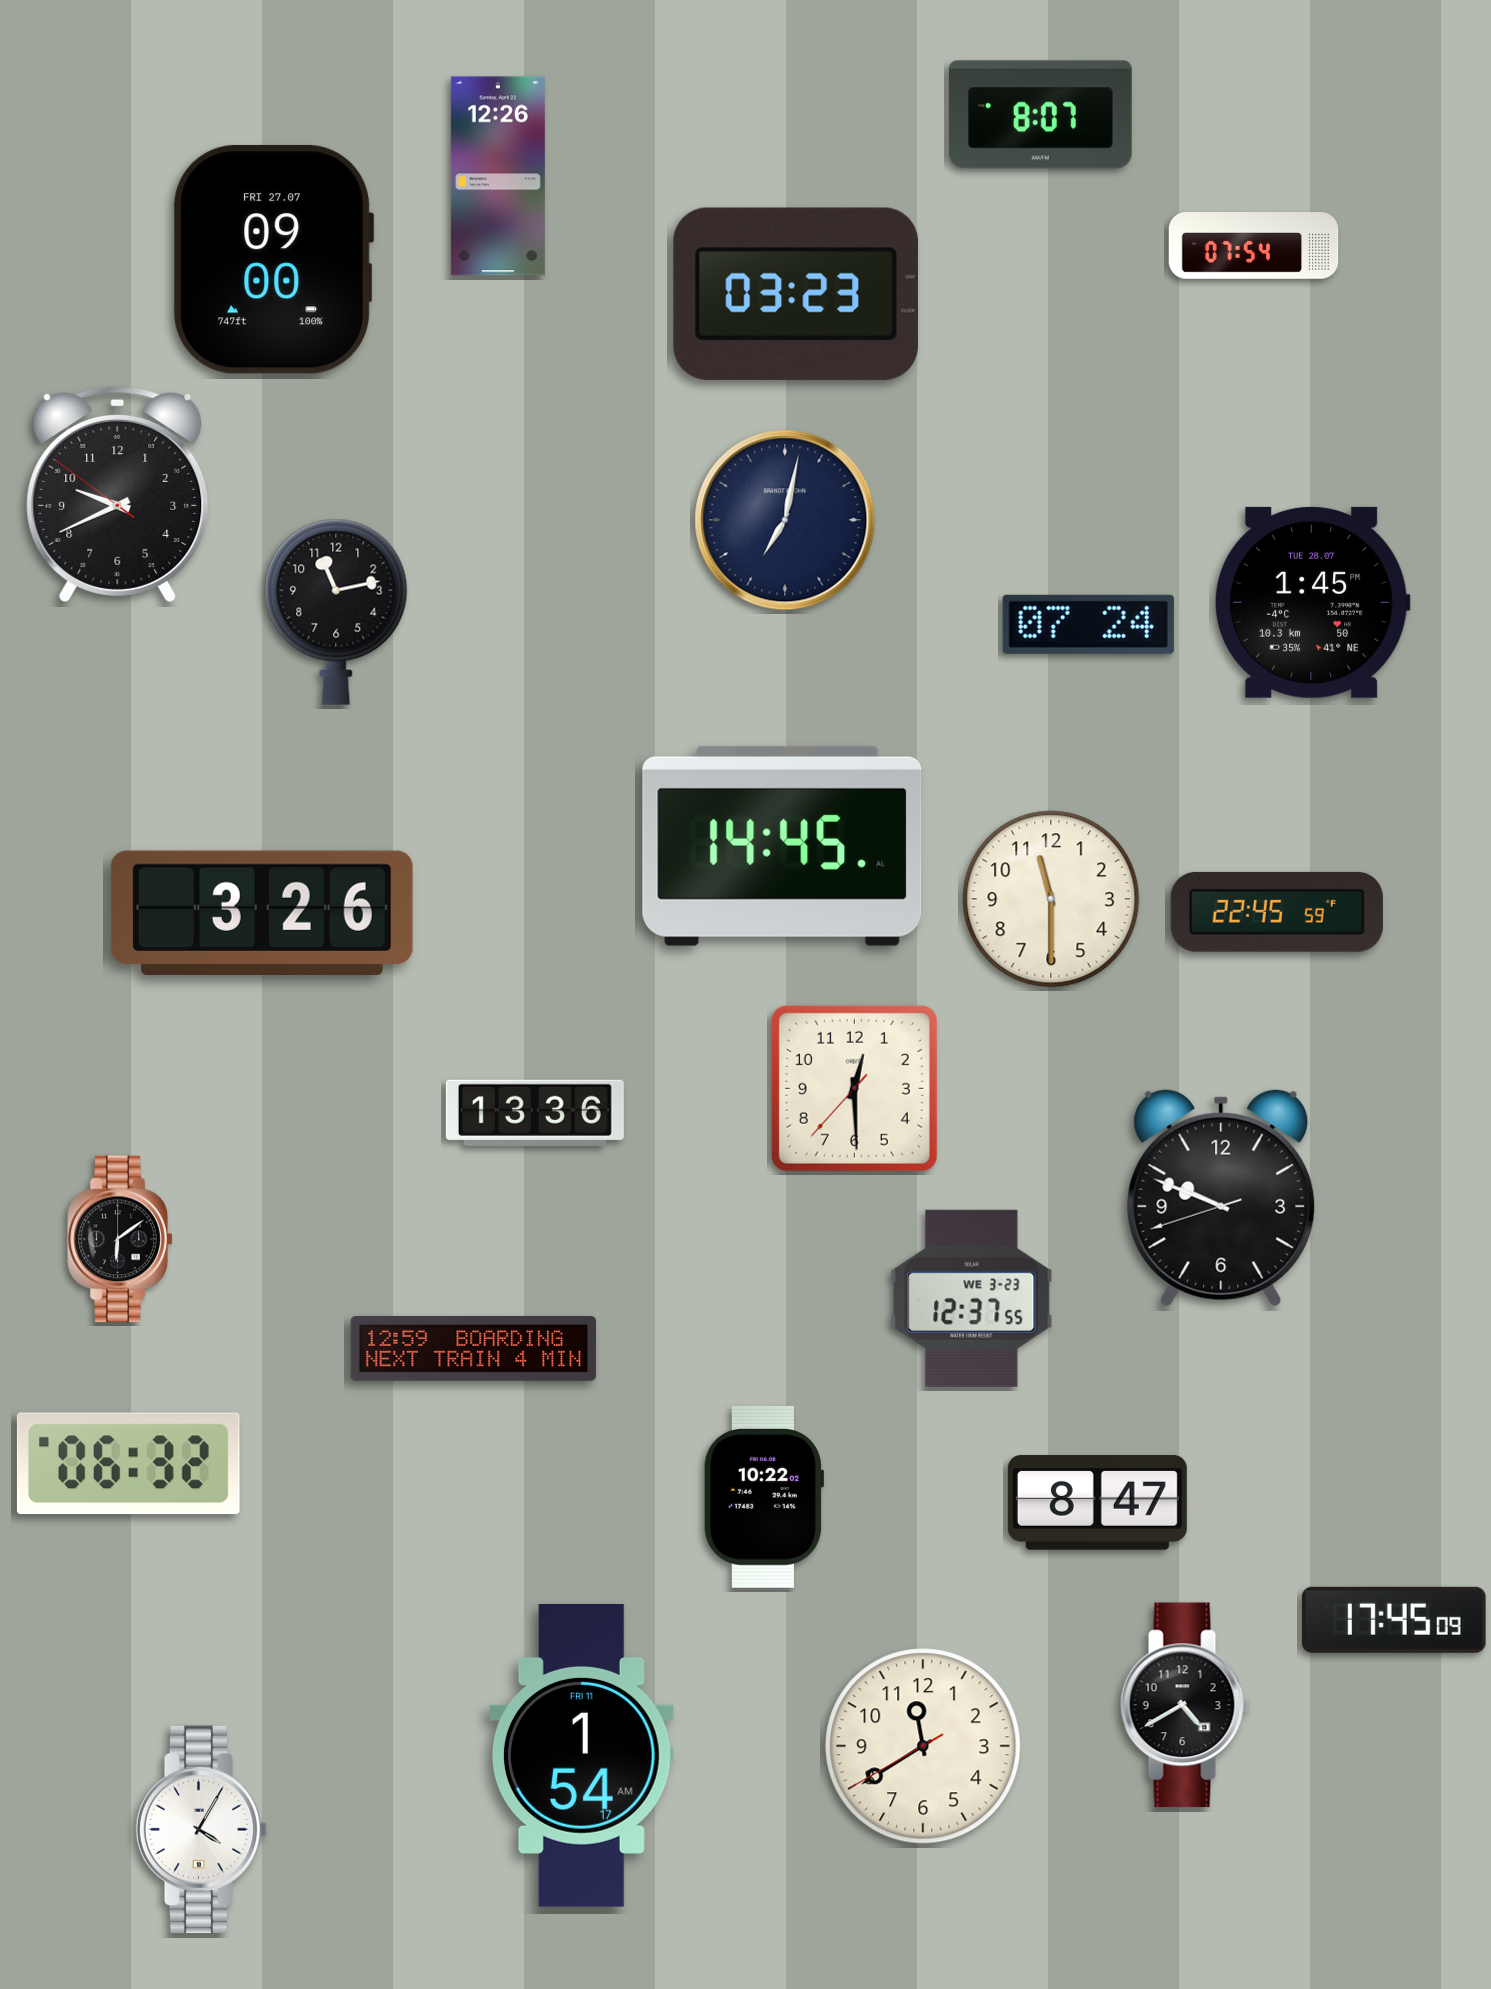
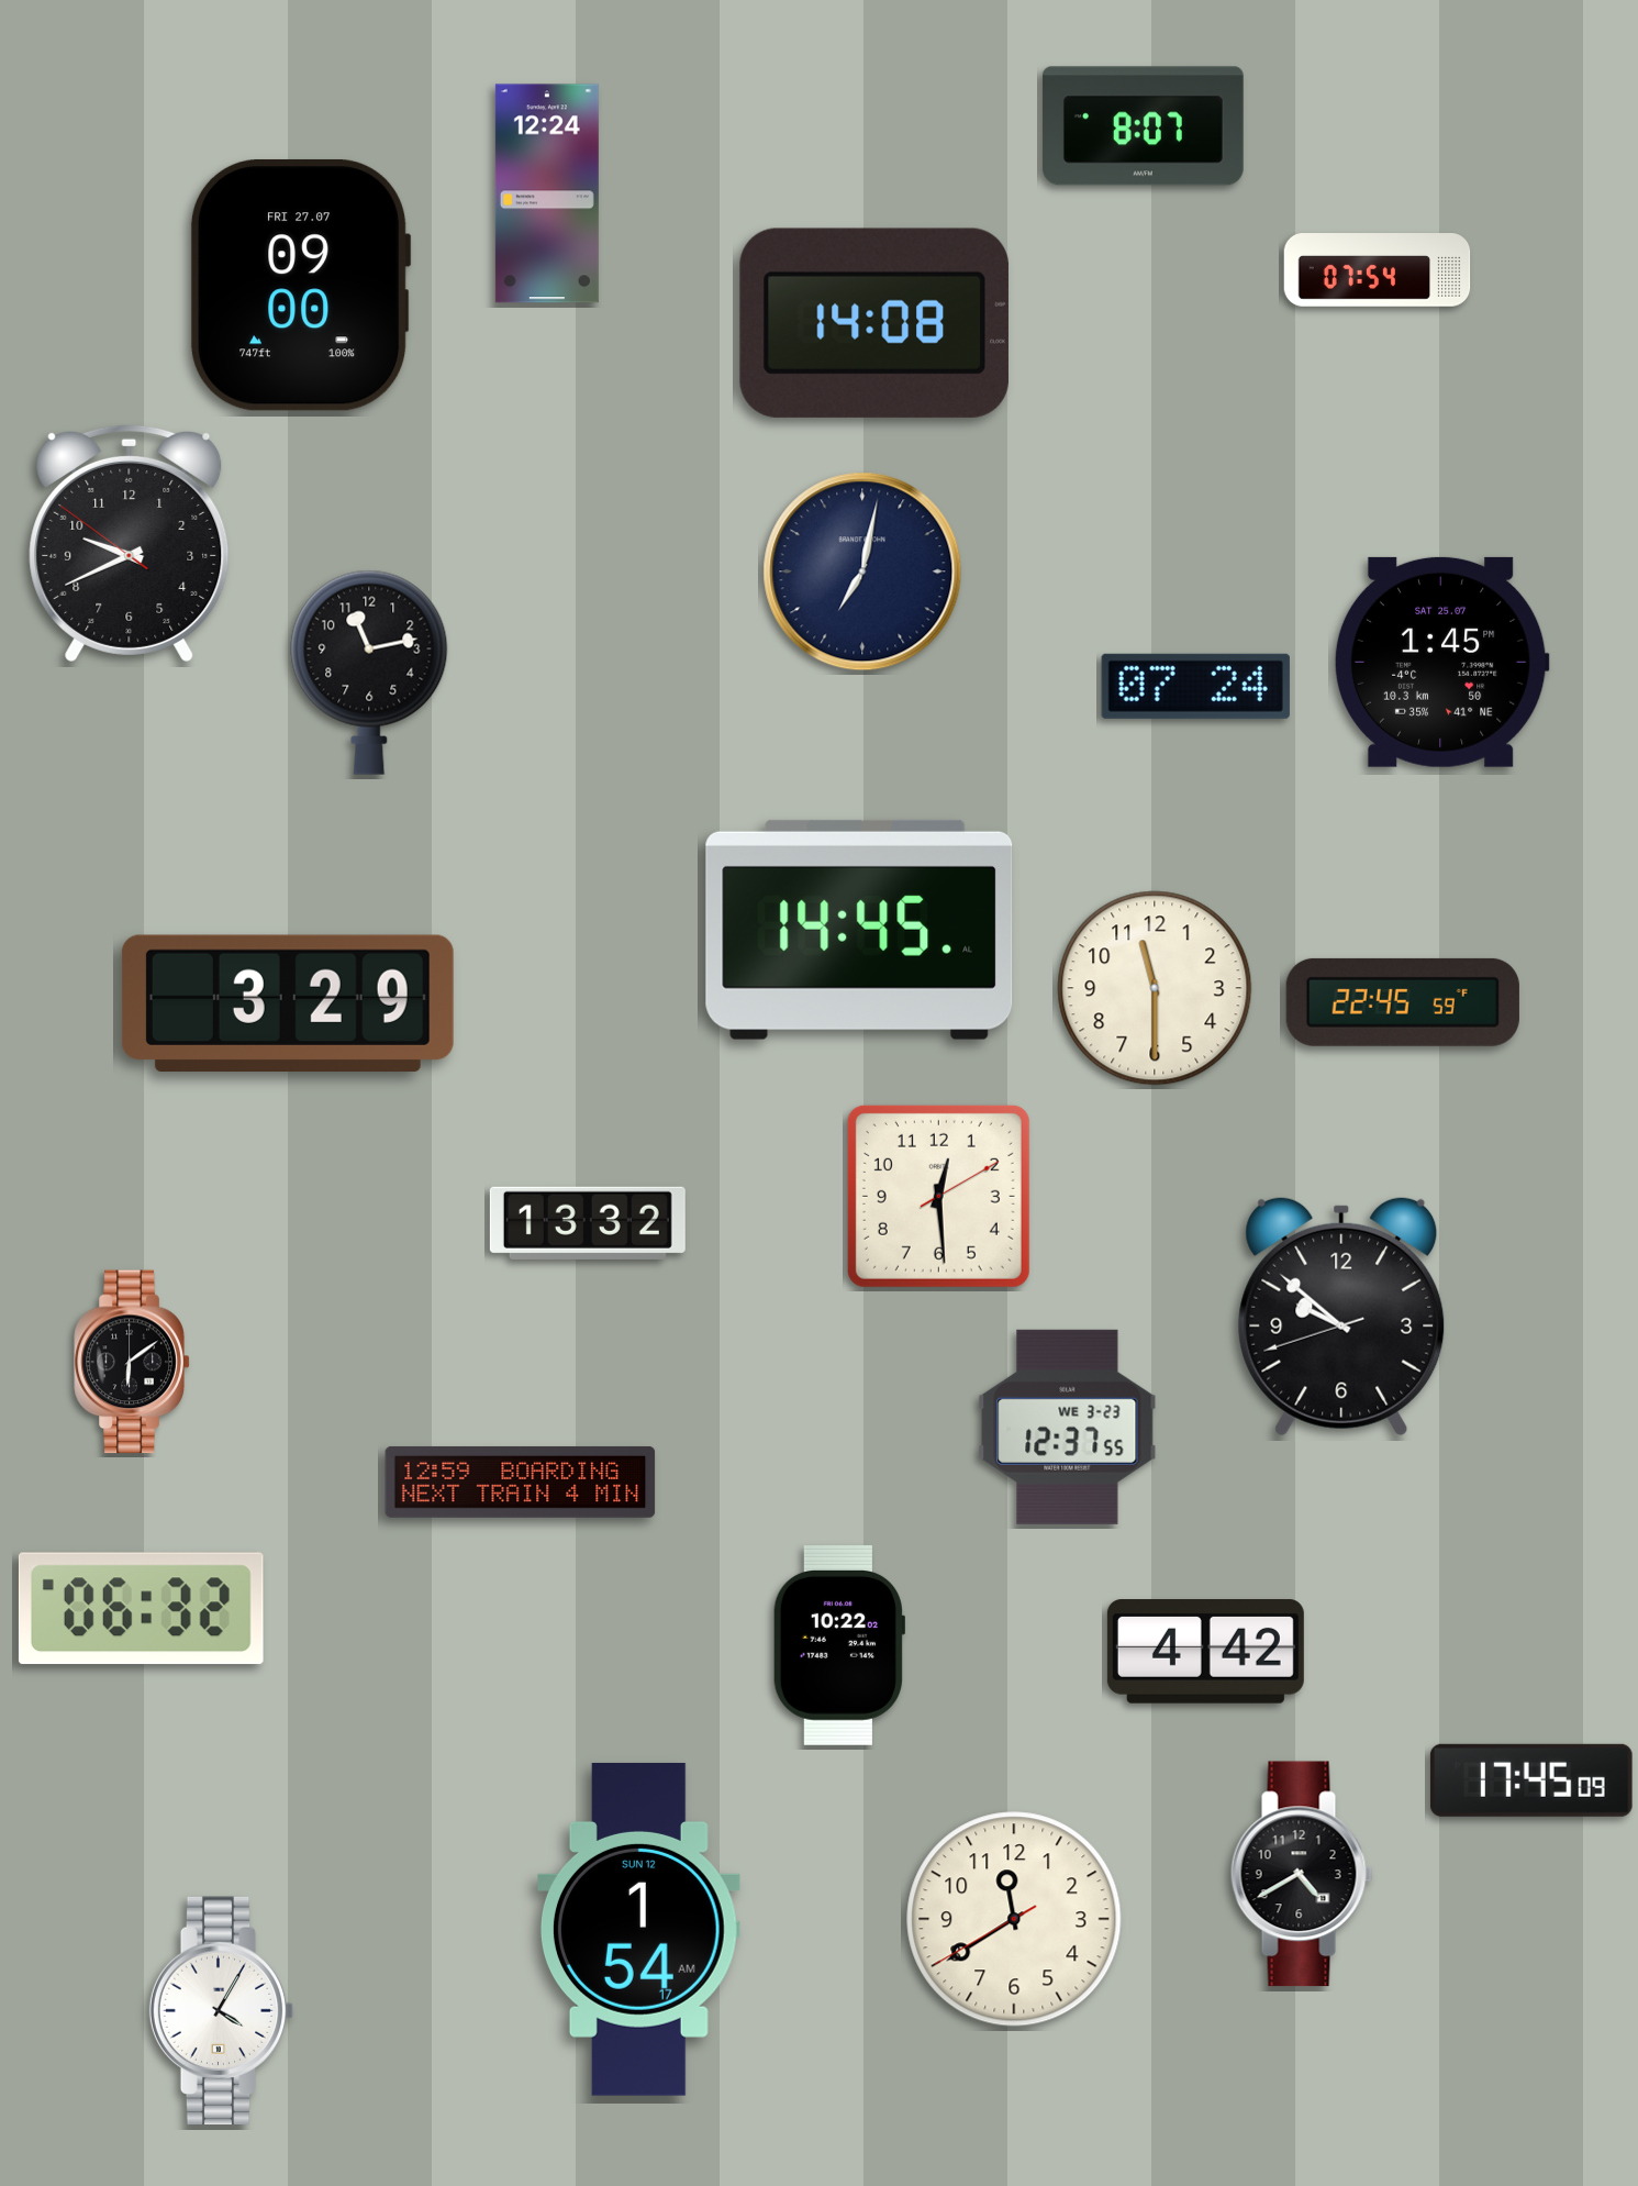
clock at (498, 176): 12:26 -> 12:24
clock at (796, 294): 03:23 -> 14:08
clock at (1312, 602) date: TUE 28.07 -> SAT 25.07
clock at (262, 912): 3:26 -> 3:29
clock at (854, 1088): 12:29:37 -> 12:29:10
clock at (535, 1113): 13:36 -> 13:32
clock at (1221, 1198): 9:48 -> 9:51
clock at (1097, 1503): 8:47 -> 4:42
clock at (581, 1755) date: FRI 11 -> SUN 12
